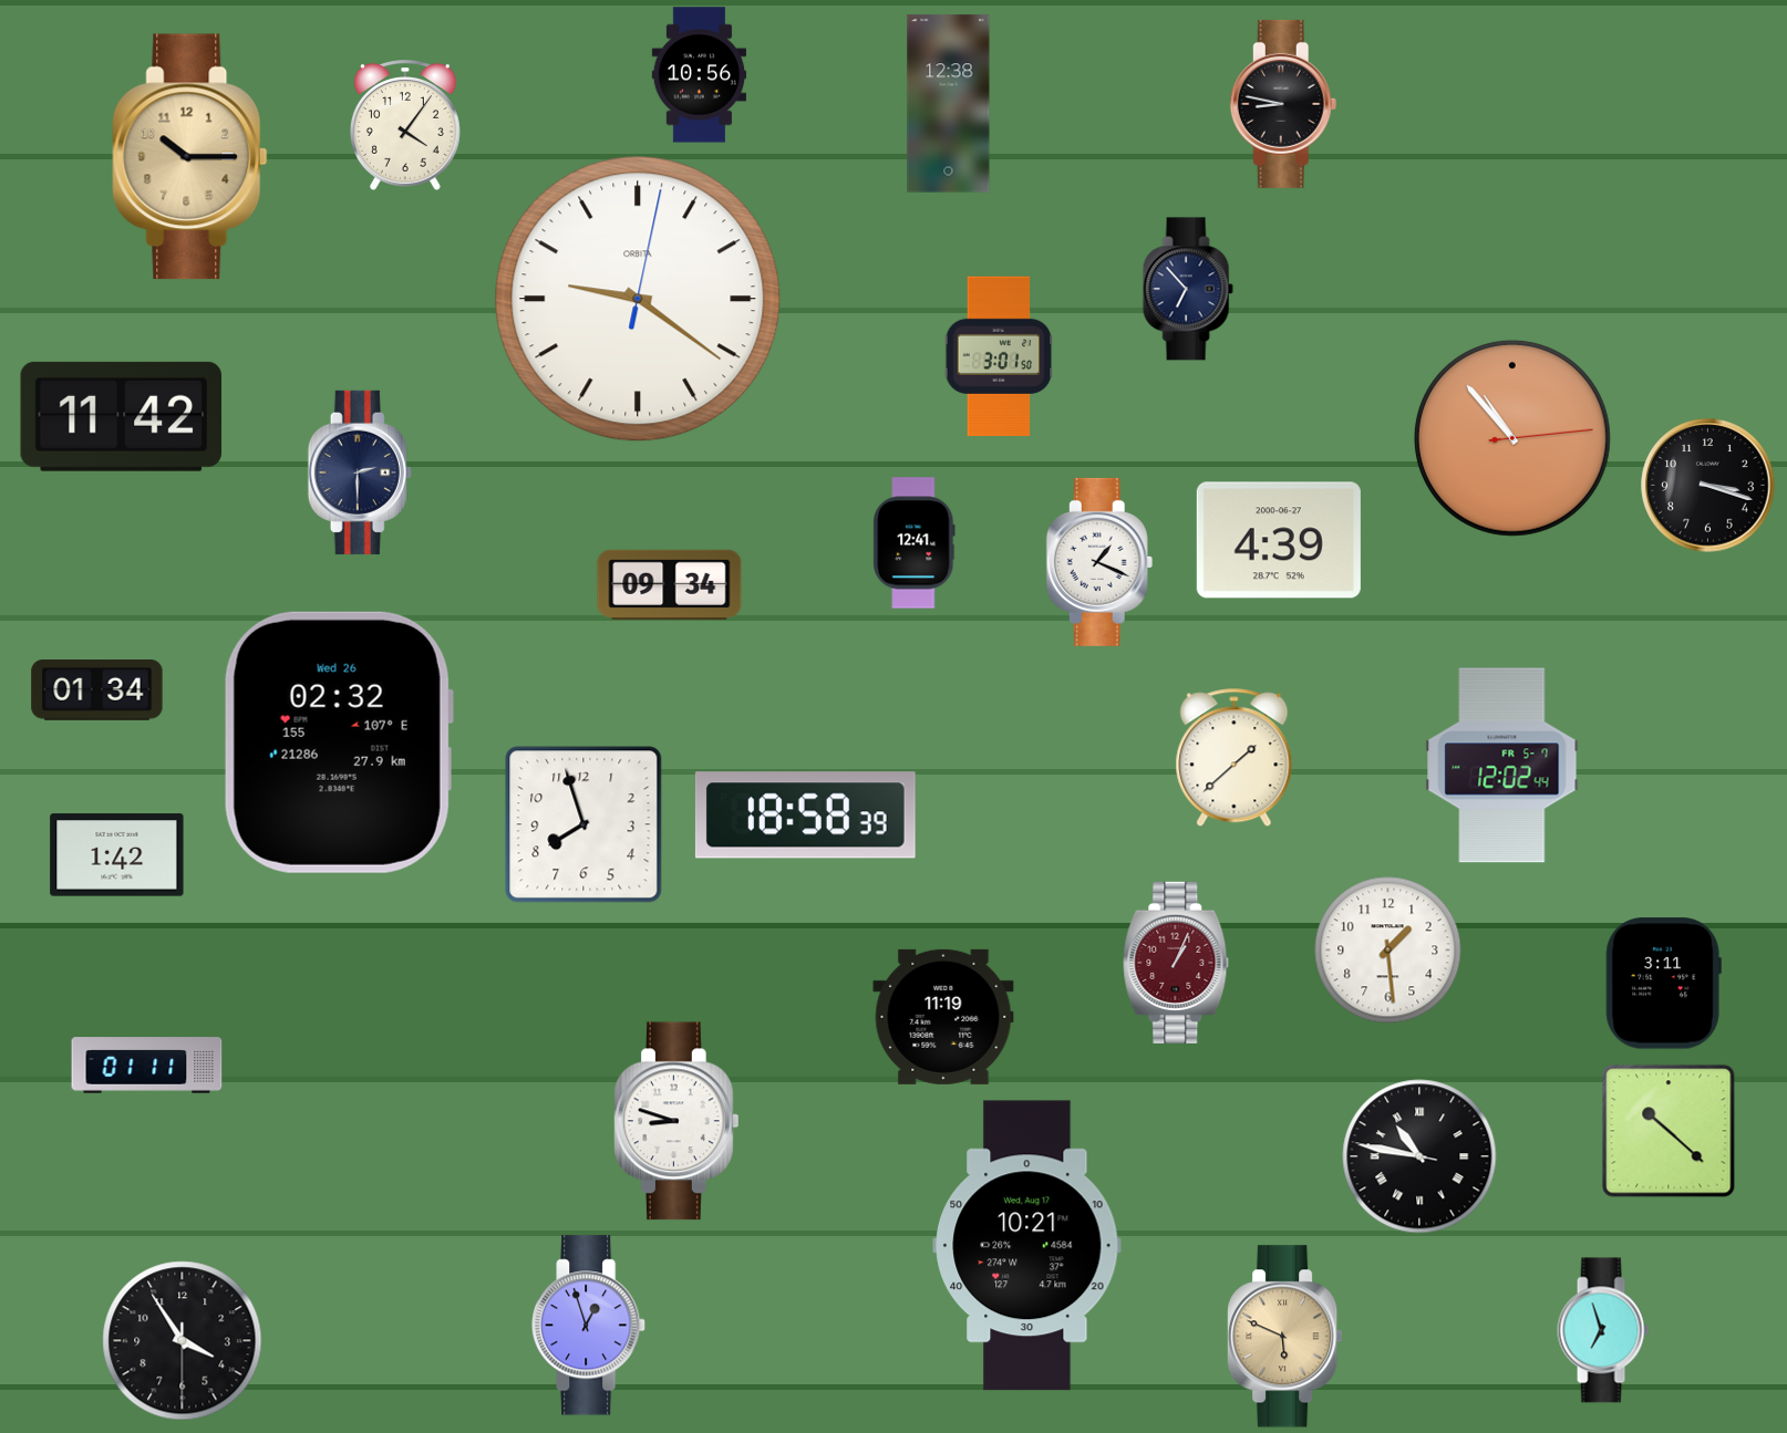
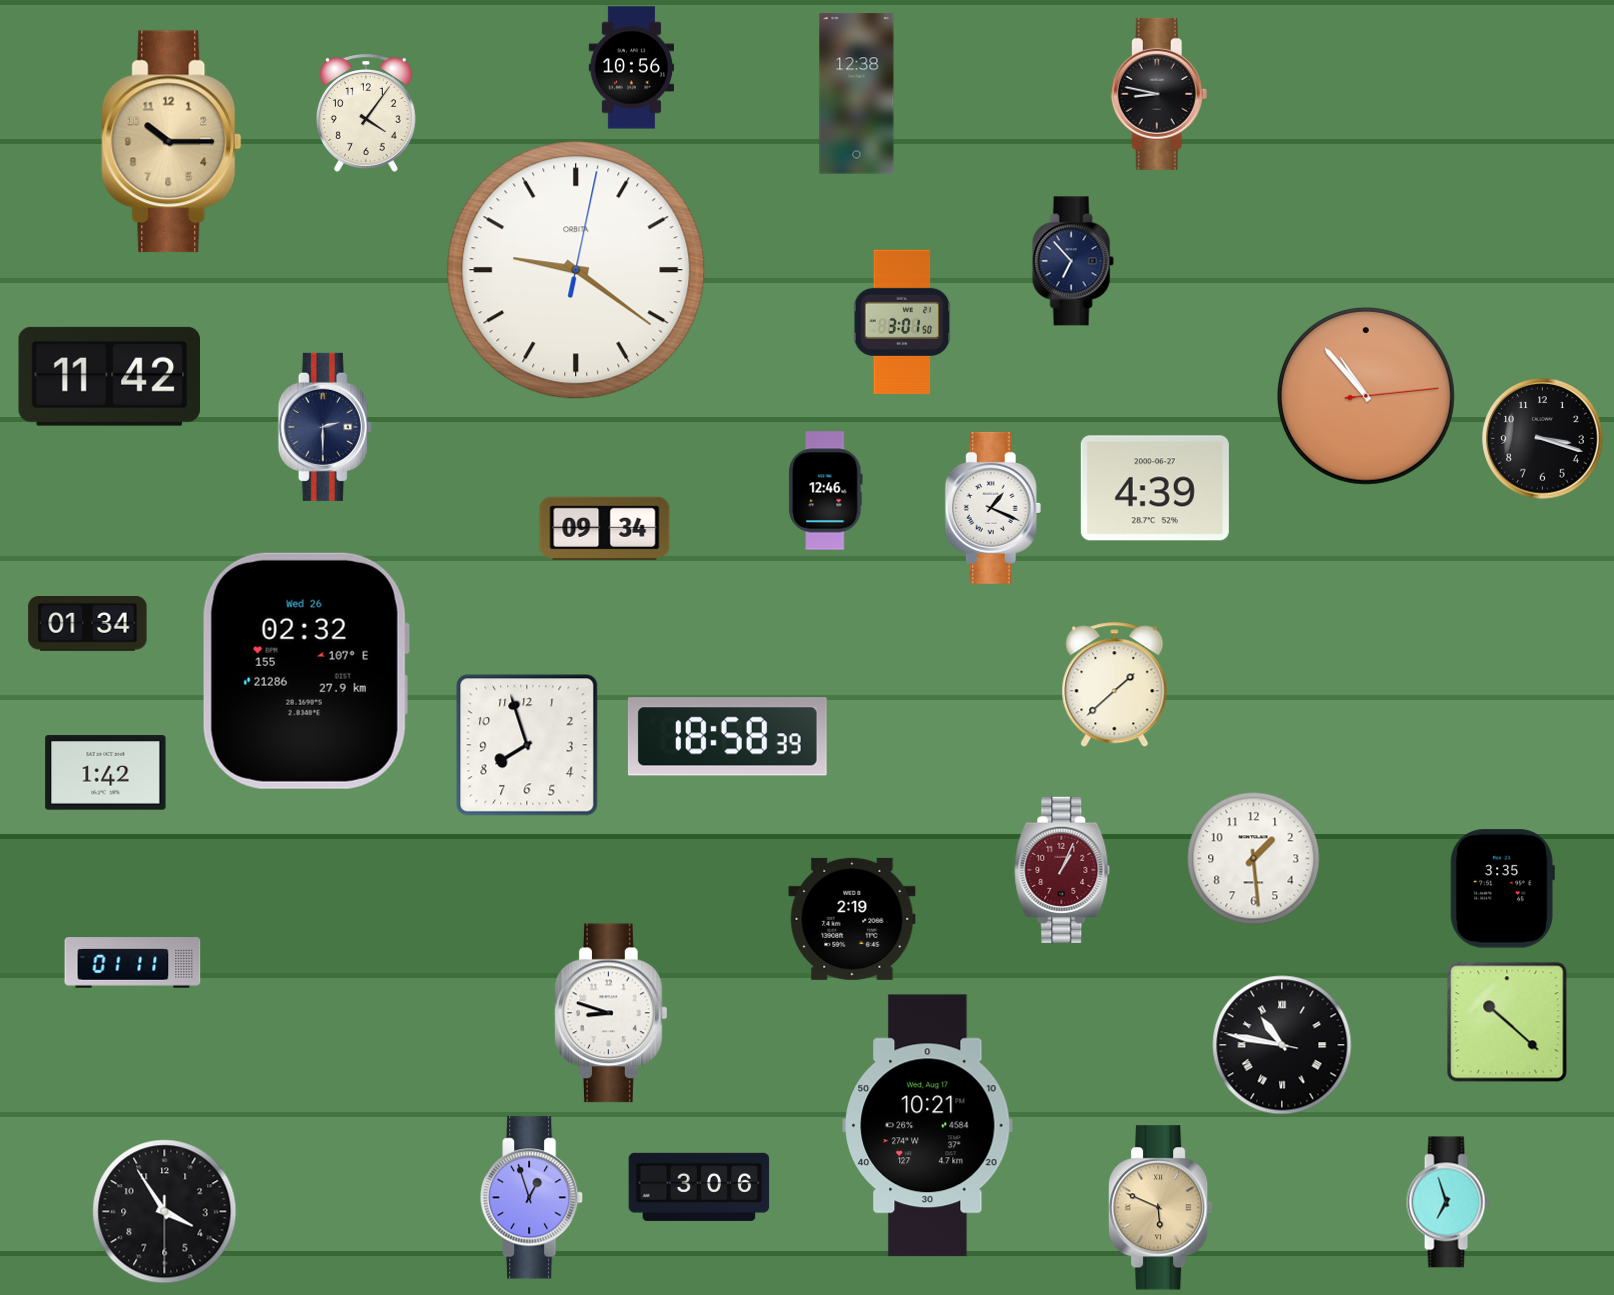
clock at (915, 543): 12:41 -> 12:46
clock at (1502, 766): 12:02 -> none
clock at (1663, 984): 3:11 -> 3:35
clock at (943, 1017): 11:19 -> 2:19
clock at (699, 1187): none -> 3:06
